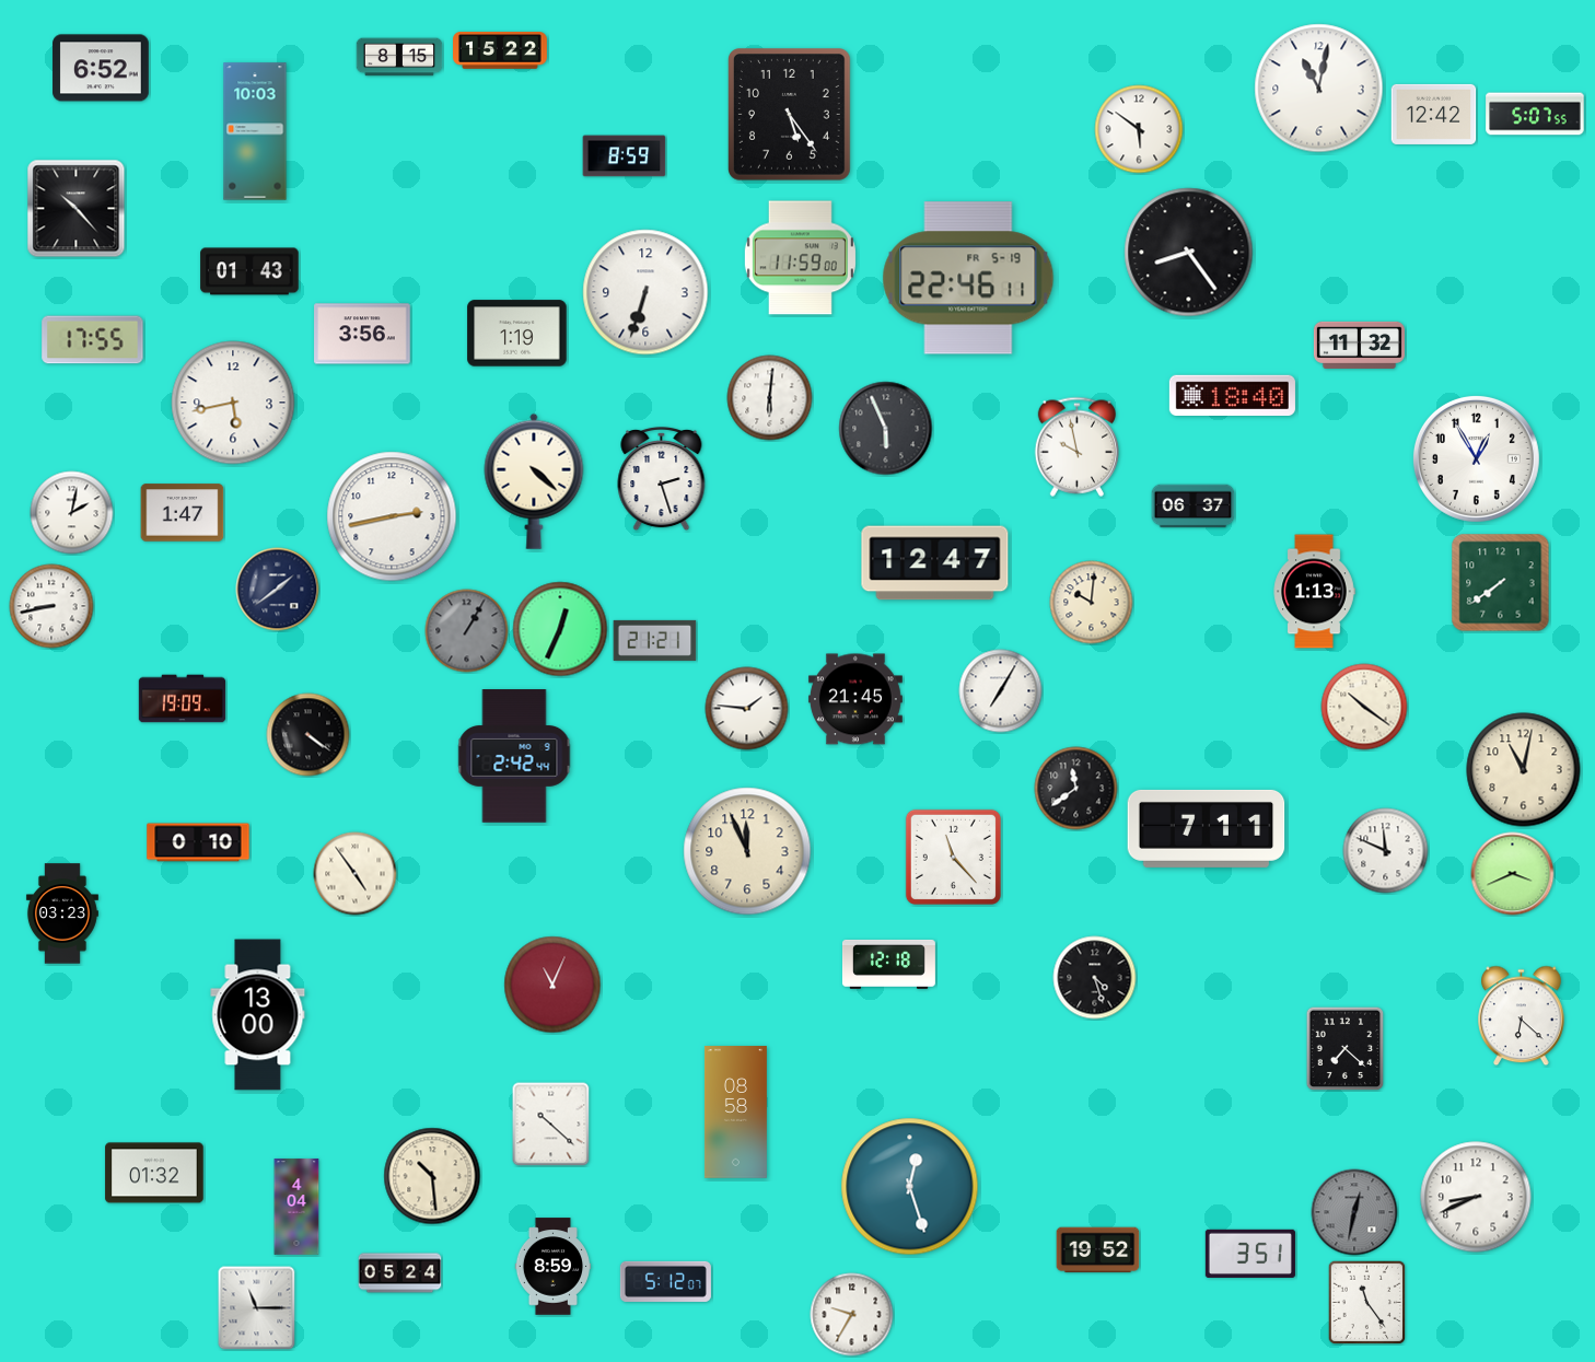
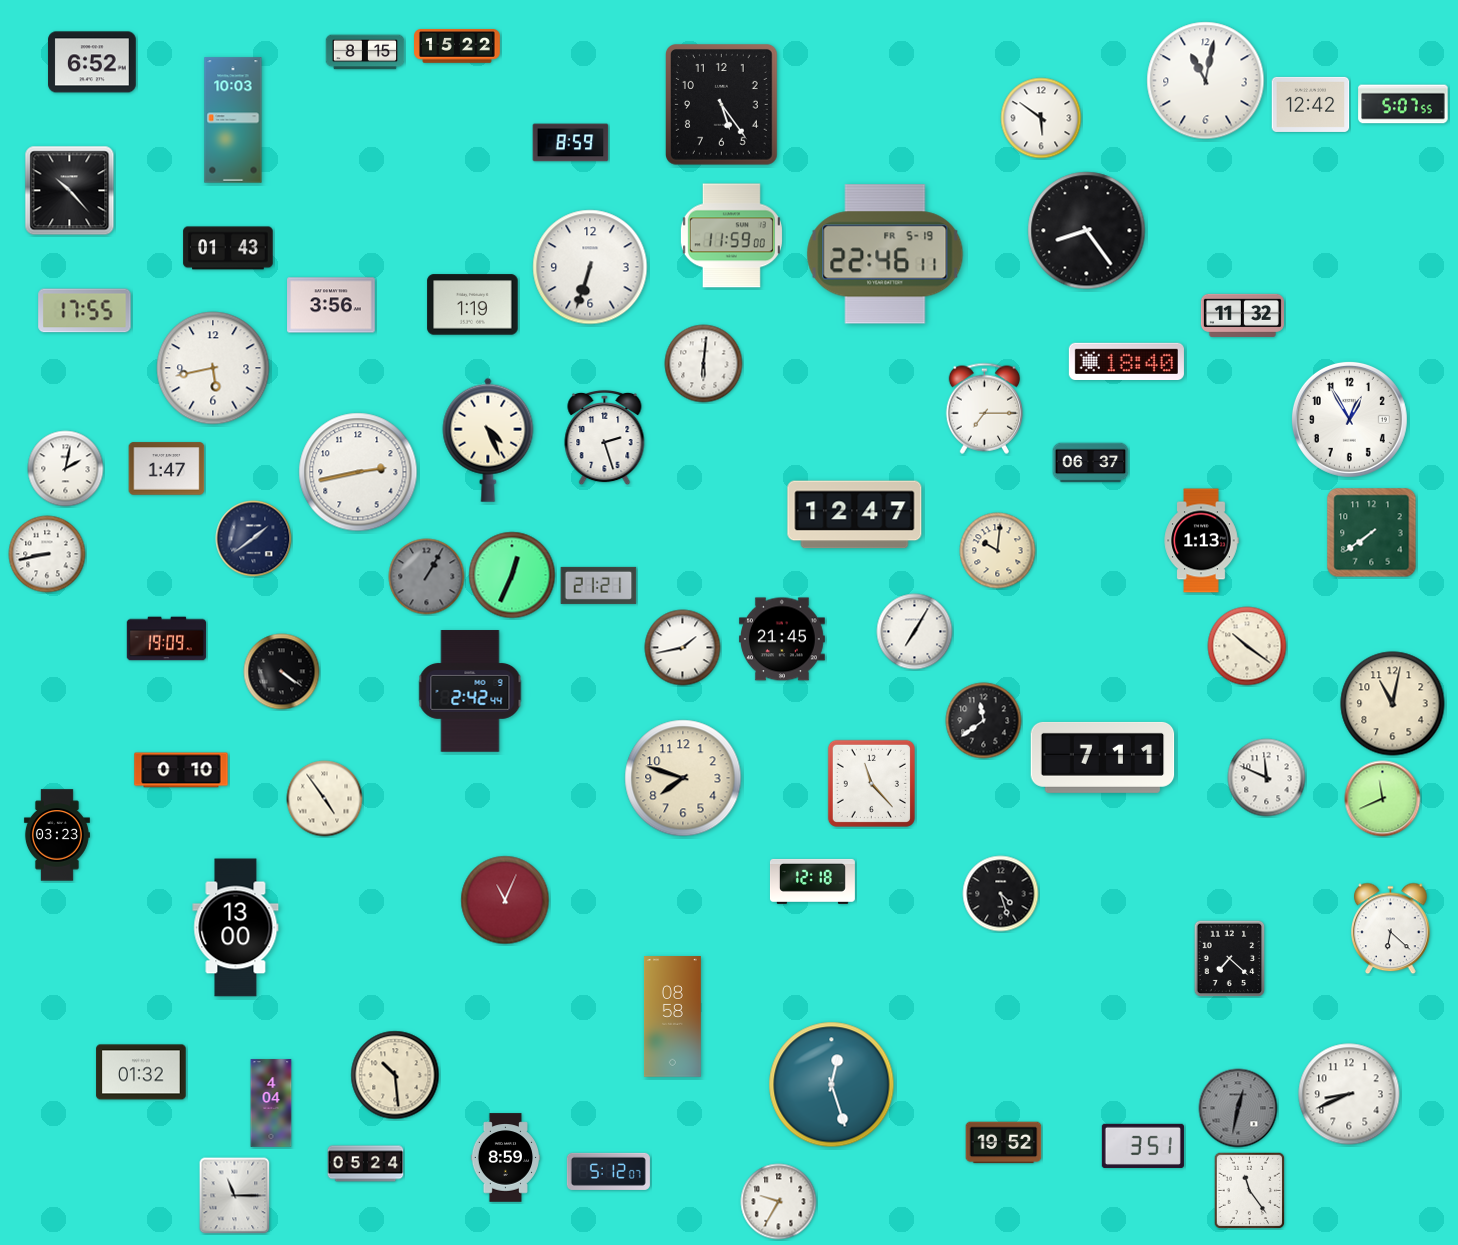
clock at (886, 429): 5:56 -> none
clock at (1076, 446): 9:58 -> 7:15
clock at (534, 481): 4:22 -> 4:26
clock at (747, 709): 1:46 -> 1:43
clock at (747, 851): 11:56 -> 7:48
clock at (1513, 874): 3:41 -> 11:41
clock at (551, 1125): 10:22 -> none
